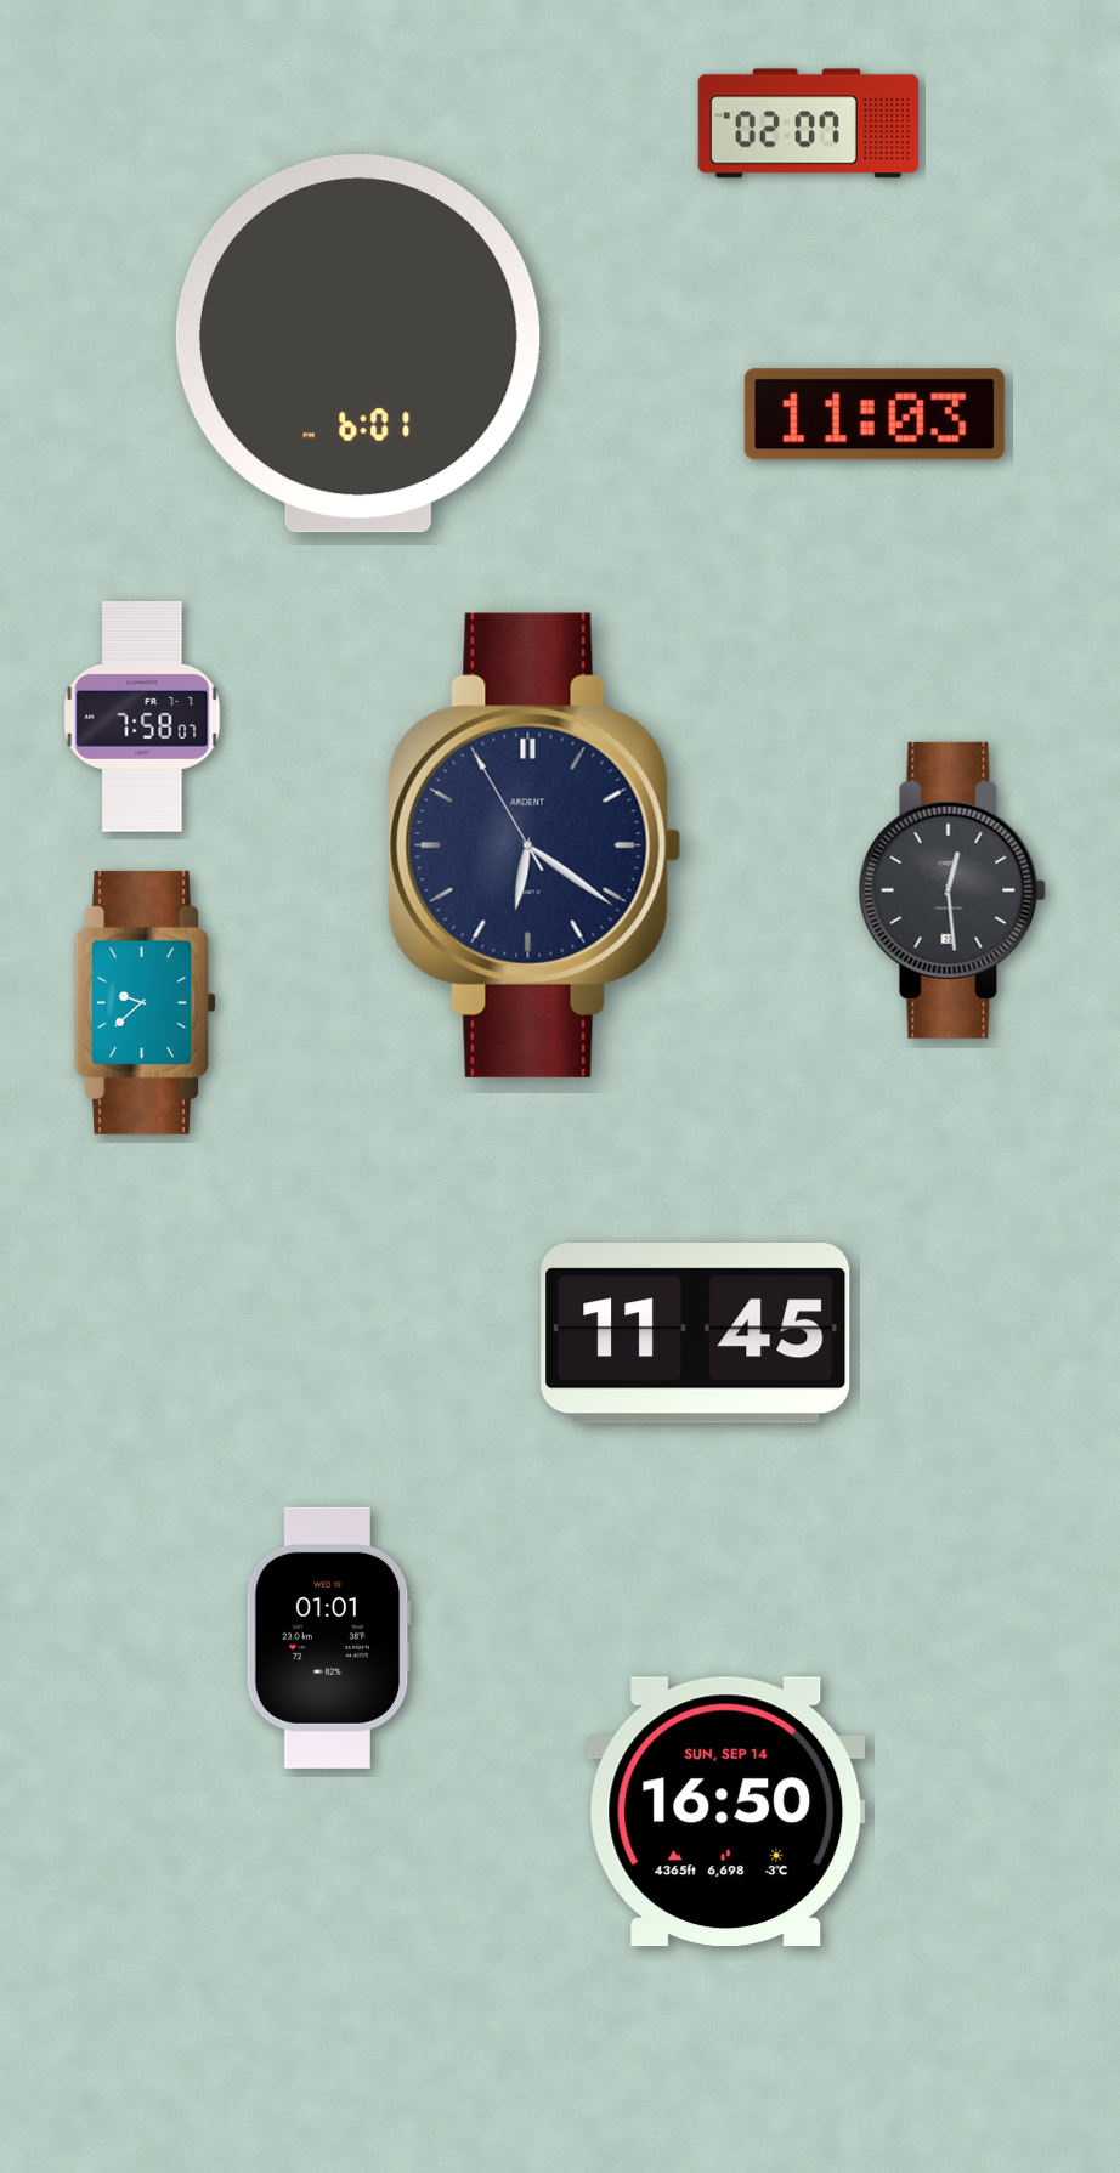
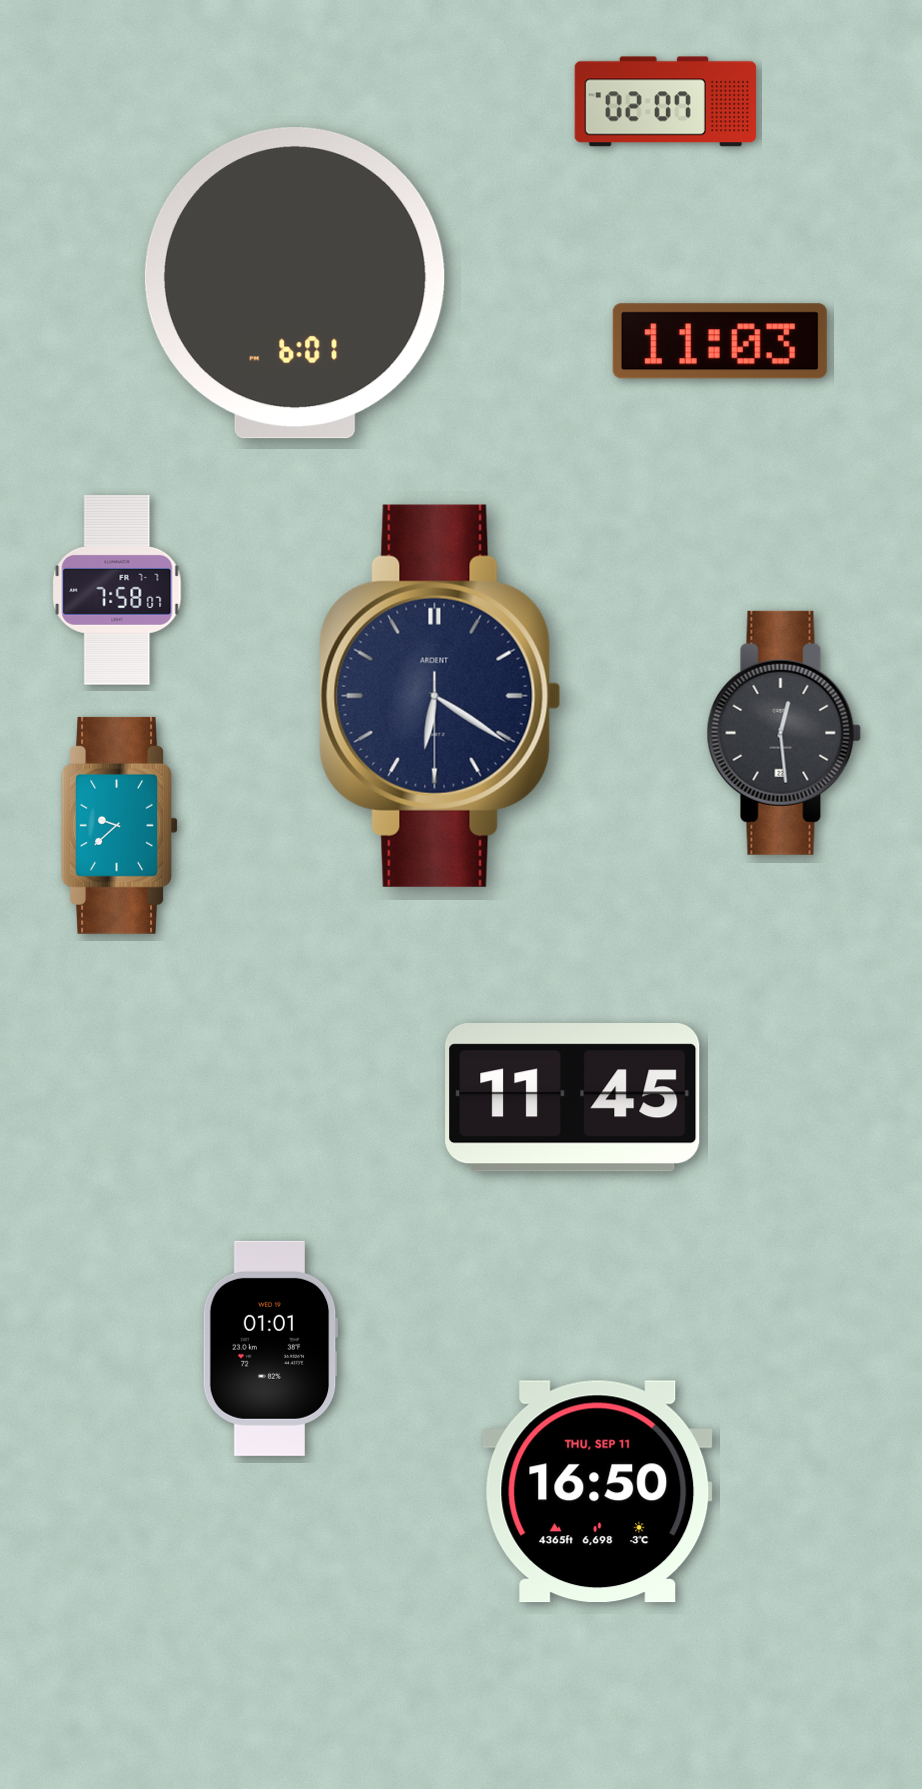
clock at (534, 845): 6:20:55 -> 6:20:30
clock at (726, 1812) date: SUN, SEP 14 -> THU, SEP 11
